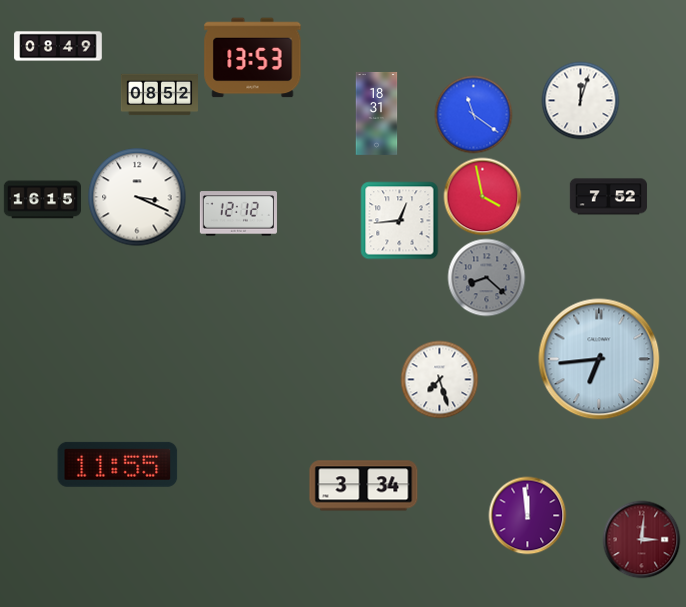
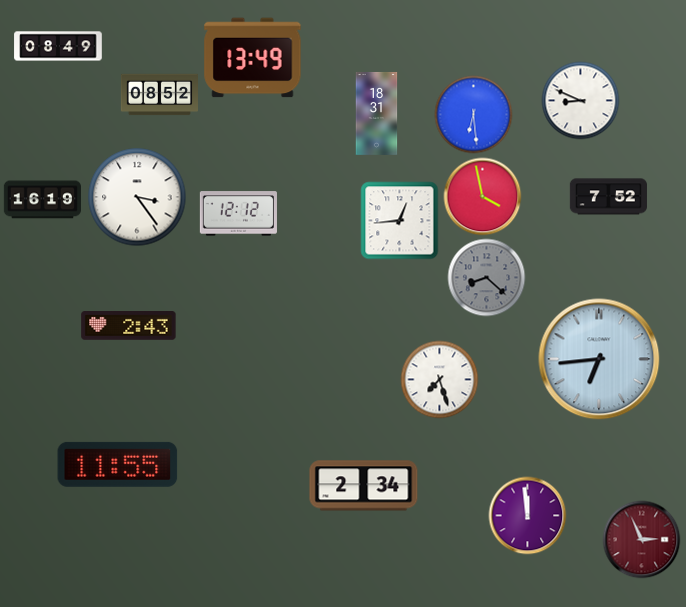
clock at (253, 58): 13:53 -> 13:49
clock at (580, 100): 12:03 -> 8:49
clock at (473, 114): 11:21 -> 6:29
clock at (137, 197): 3:19 -> 3:24
clock at (42, 200): 16:15 -> 16:19
clock at (129, 326): none -> 2:43
clock at (364, 486): 3:34 -> 2:34
clock at (641, 539): 3:01 -> 2:56
